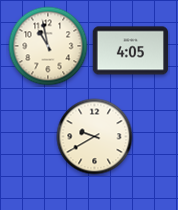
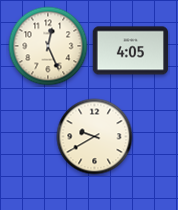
clock at (48, 46): 10:58 -> 12:26
